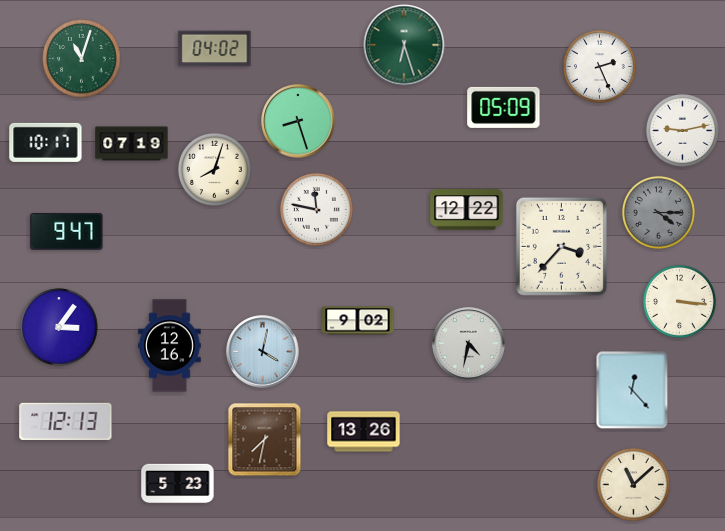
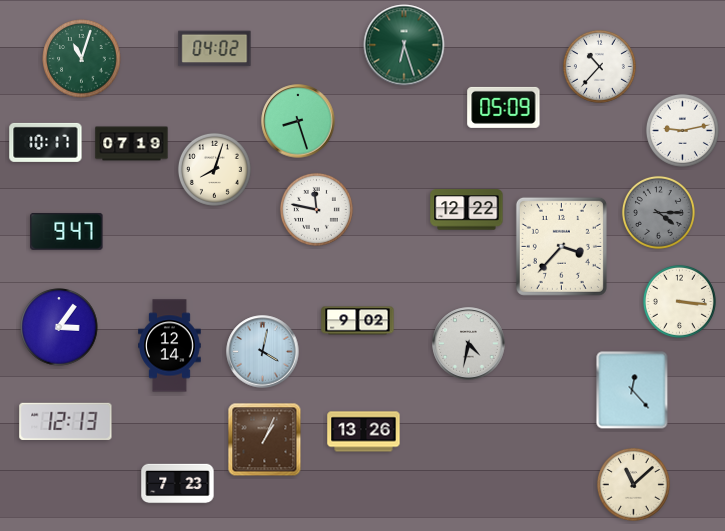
clock at (599, 66): 2:26 -> 10:37
clock at (170, 346): 12:16 -> 12:14
clock at (265, 440): 7:32 -> 1:04
clock at (178, 484): 5:23 -> 7:23
